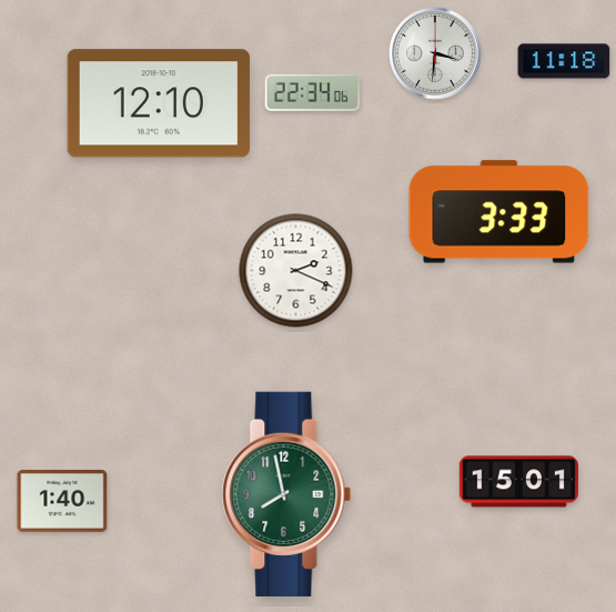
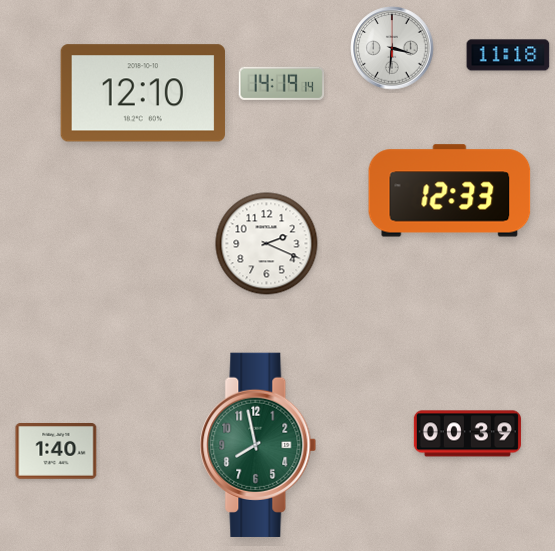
clock at (313, 92): 22:34 -> 14:19
clock at (499, 212): 3:33 -> 12:33
clock at (518, 482): 15:01 -> 00:39
